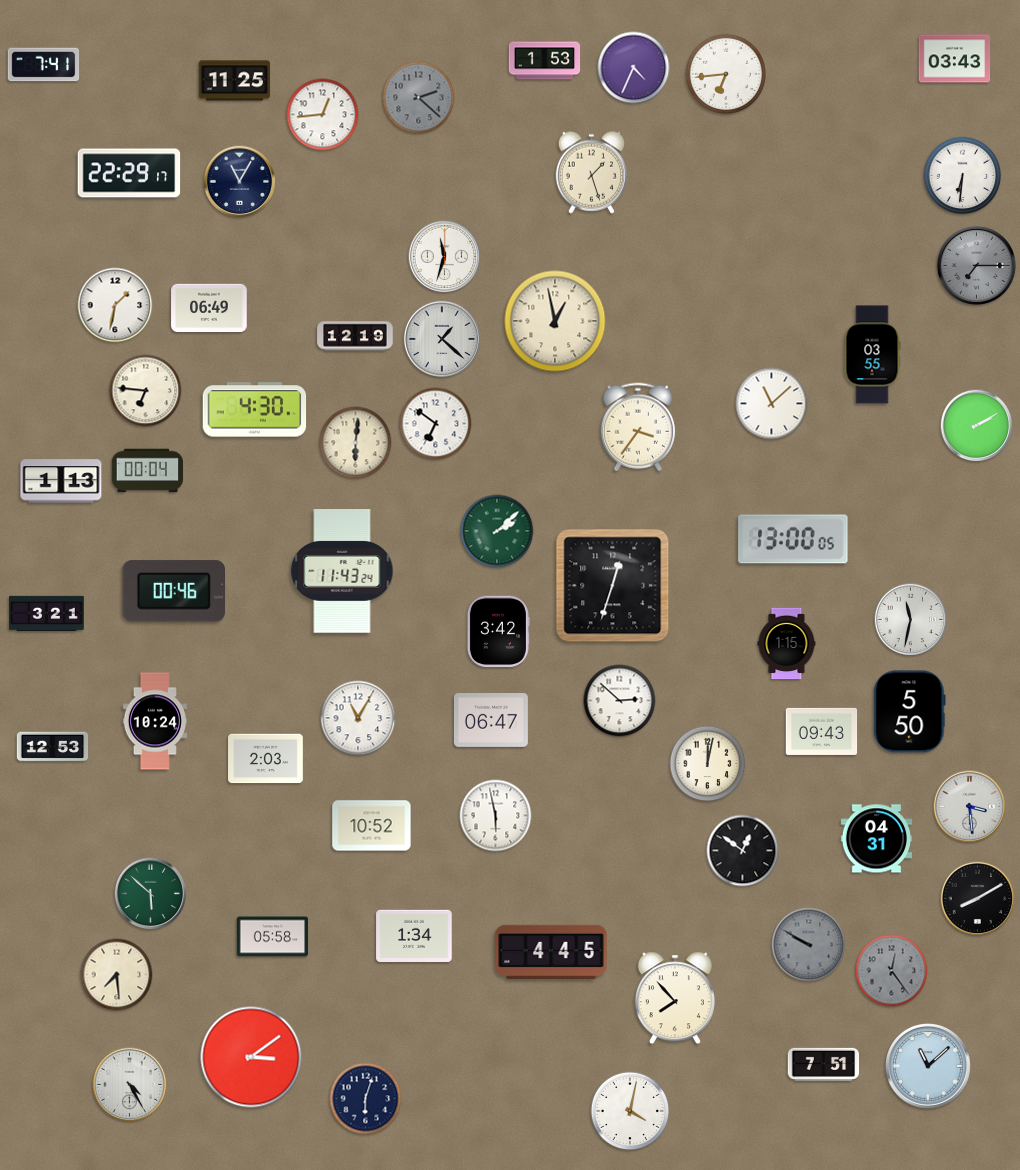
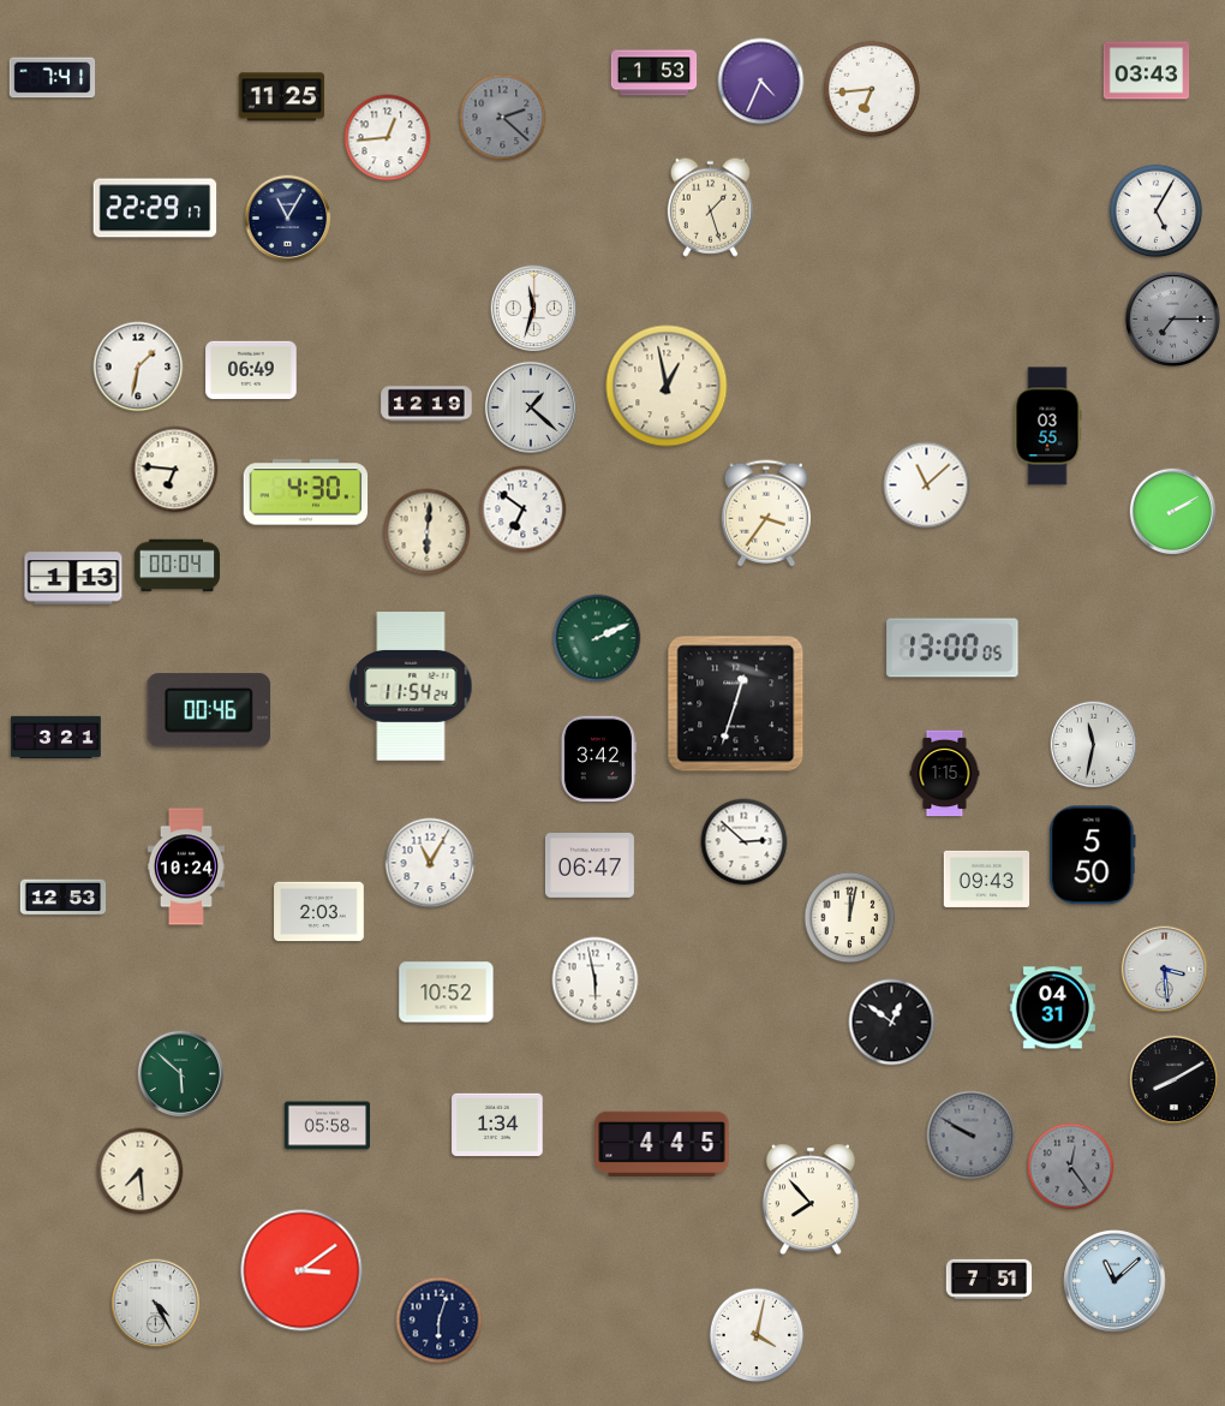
clock at (963, 176): 6:31 -> 5:05
clock at (497, 531): 2:08 -> 2:11
clock at (342, 572): 11:43 -> 11:54
